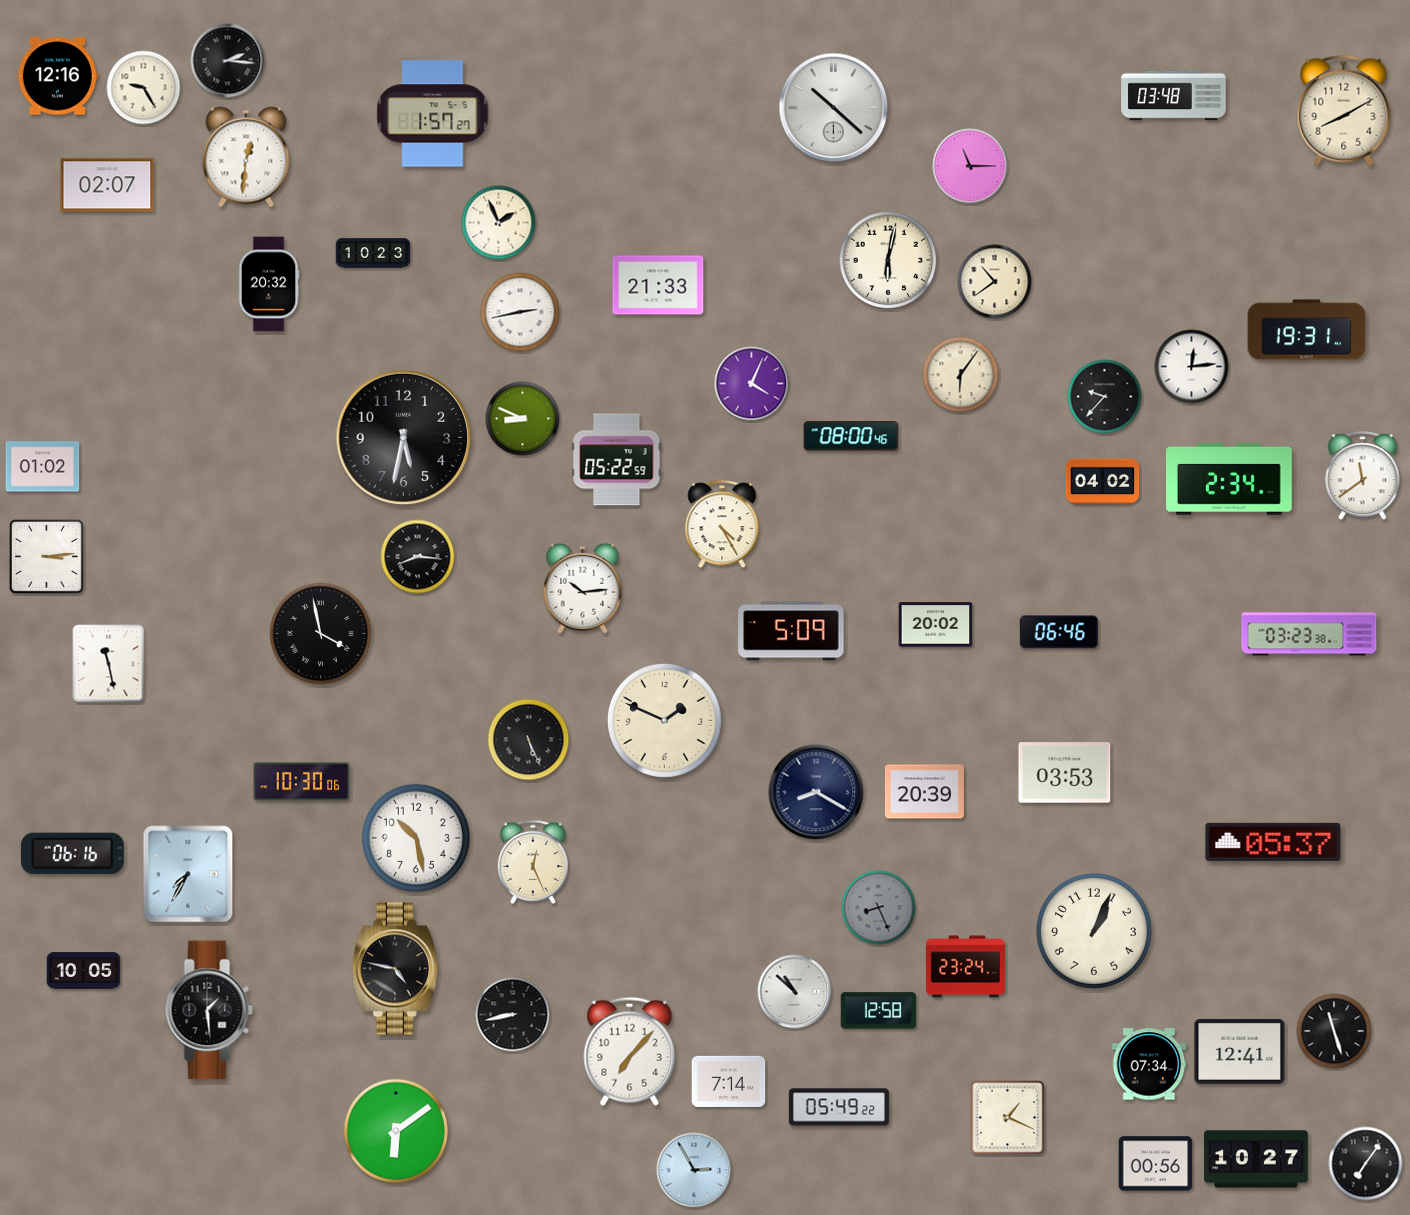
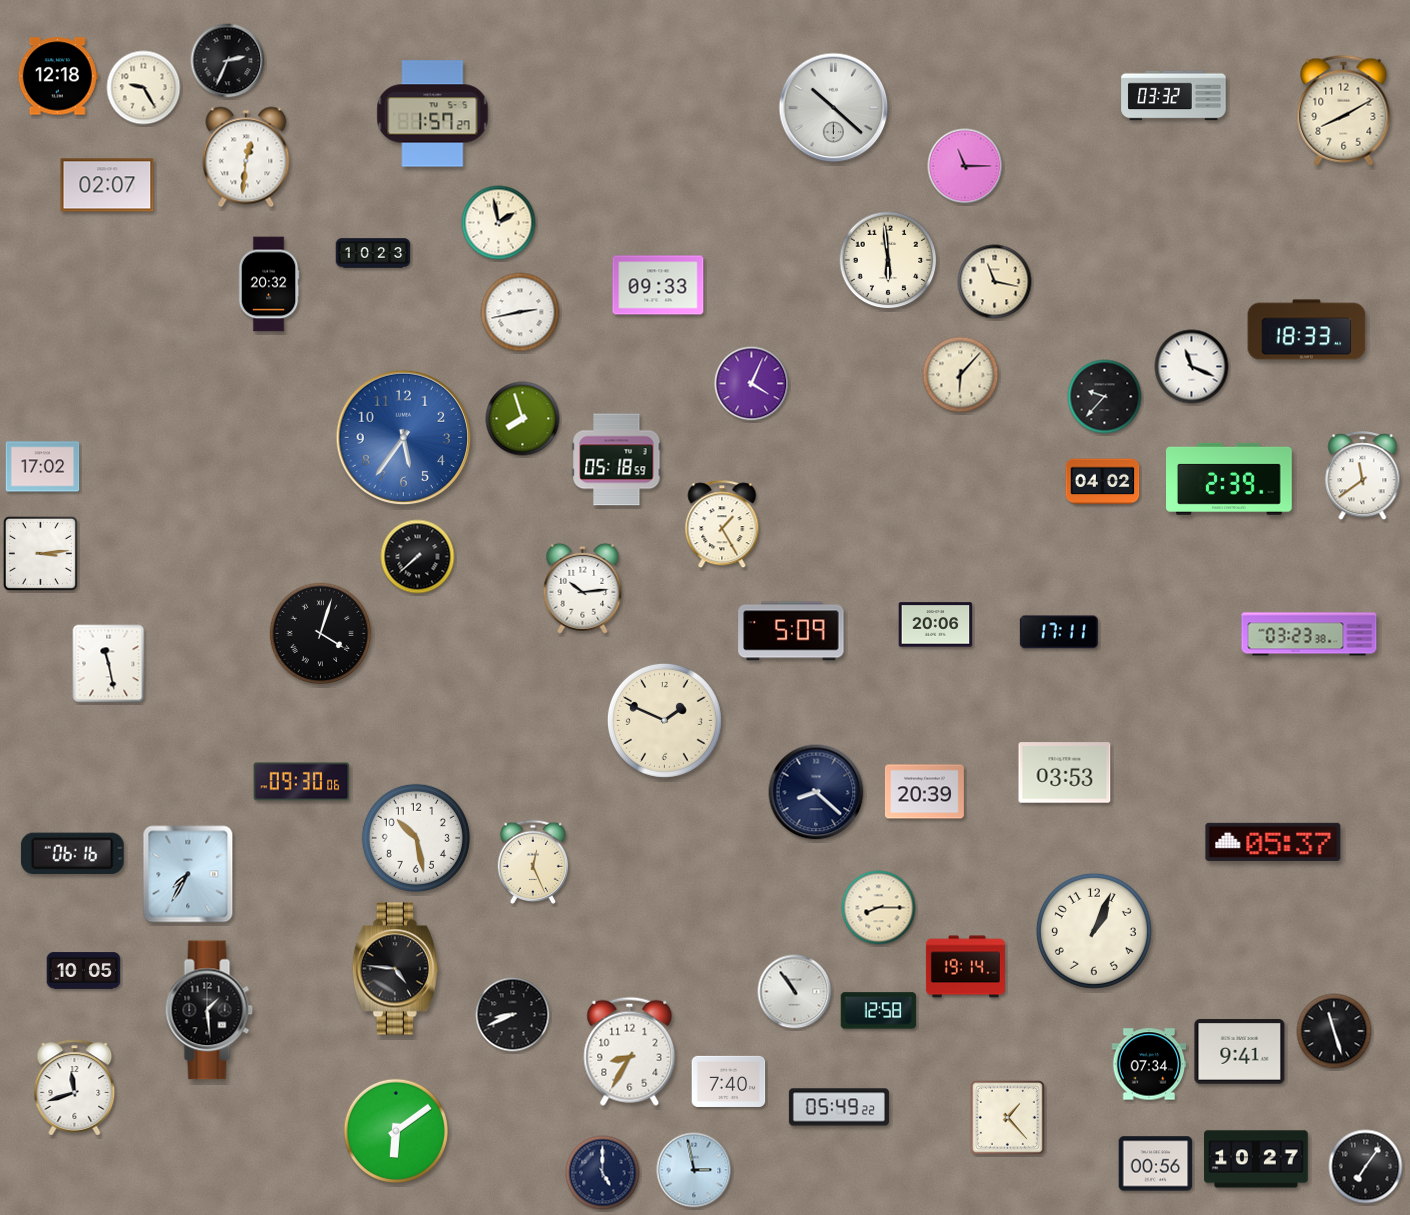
clock at (228, 61): 2:16 -> 2:34
clock at (58, 76): 12:16 -> 12:18
clock at (1174, 96): 03:48 -> 03:32
clock at (970, 166) position: (970, 166) -> (965, 166)
clock at (499, 223): 1:56 -> 1:58
clock at (888, 260): 6:02 -> 5:59
clock at (995, 282): 10:39 -> 11:17
clock at (658, 285): 21:33 -> 09:33
clock at (1307, 330): 19:31 -> 18:33
clock at (1192, 367): 12:14 -> 11:19
clock at (961, 375): 6:06 -> 6:07
clock at (523, 419): 8:49 -> 7:57
clock at (851, 436): 08:00 -> none
clock at (404, 438): 5:32 -> 5:36
clock at (404, 438) dial: black -> blue
clock at (617, 460): 05:22 -> 05:18
clock at (43, 467): 01:02 -> 17:02
clock at (1230, 479): 2:34 -> 2:39
clock at (722, 525): 4:25 -> 1:25
clock at (46, 556) position: (46, 556) -> (40, 553)
clock at (418, 557): 8:16 -> 7:38
clock at (936, 625): 20:02 -> 20:06
clock at (1059, 632): 06:46 -> 17:11
clock at (321, 634): 3:58 -> 4:03
clock at (529, 740): 5:26 -> none
clock at (302, 782): 10:30 -> 09:30
clock at (816, 792): 8:20 -> 8:22
clock at (879, 908): 8:26 -> 8:15
clock at (879, 908) dial: grey -> cream
clock at (965, 967): 23:24 -> 19:14
clock at (395, 969): 4:47 -> 4:46
clock at (795, 992): 10:52 -> 10:54
clock at (513, 1015): 8:43 -> 8:41
clock at (630, 1051): 7:07 -> 8:35
clock at (1240, 1052): 12:41 -> 9:41
clock at (729, 1081): 7:14 -> 7:40
clock at (75, 1088): none -> 11:42
clock at (1007, 1117): 1:19 -> 1:23
clock at (1366, 1164) position: (1366, 1164) -> (1366, 1167)
clock at (694, 1170): 2:55 -> 2:58
clock at (603, 1173): none -> 5:00
